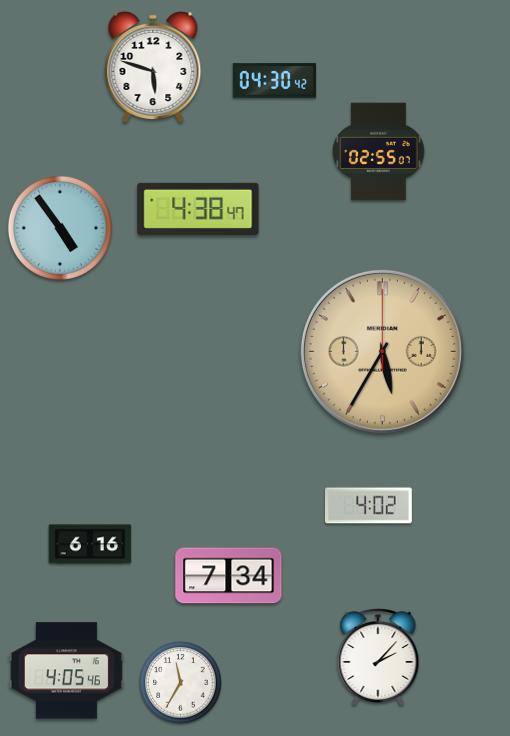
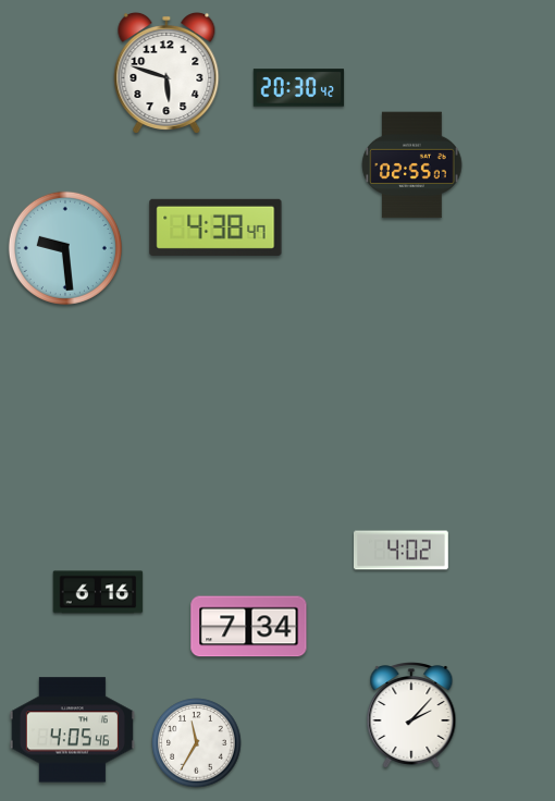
clock at (275, 81): 04:30 -> 20:30
clock at (60, 228): 4:54 -> 9:29
clock at (382, 351): 5:35 -> none
